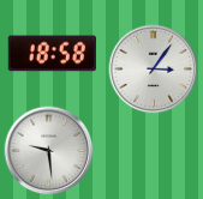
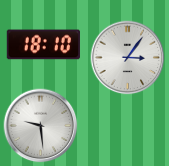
clock at (52, 54): 18:58 -> 18:10
